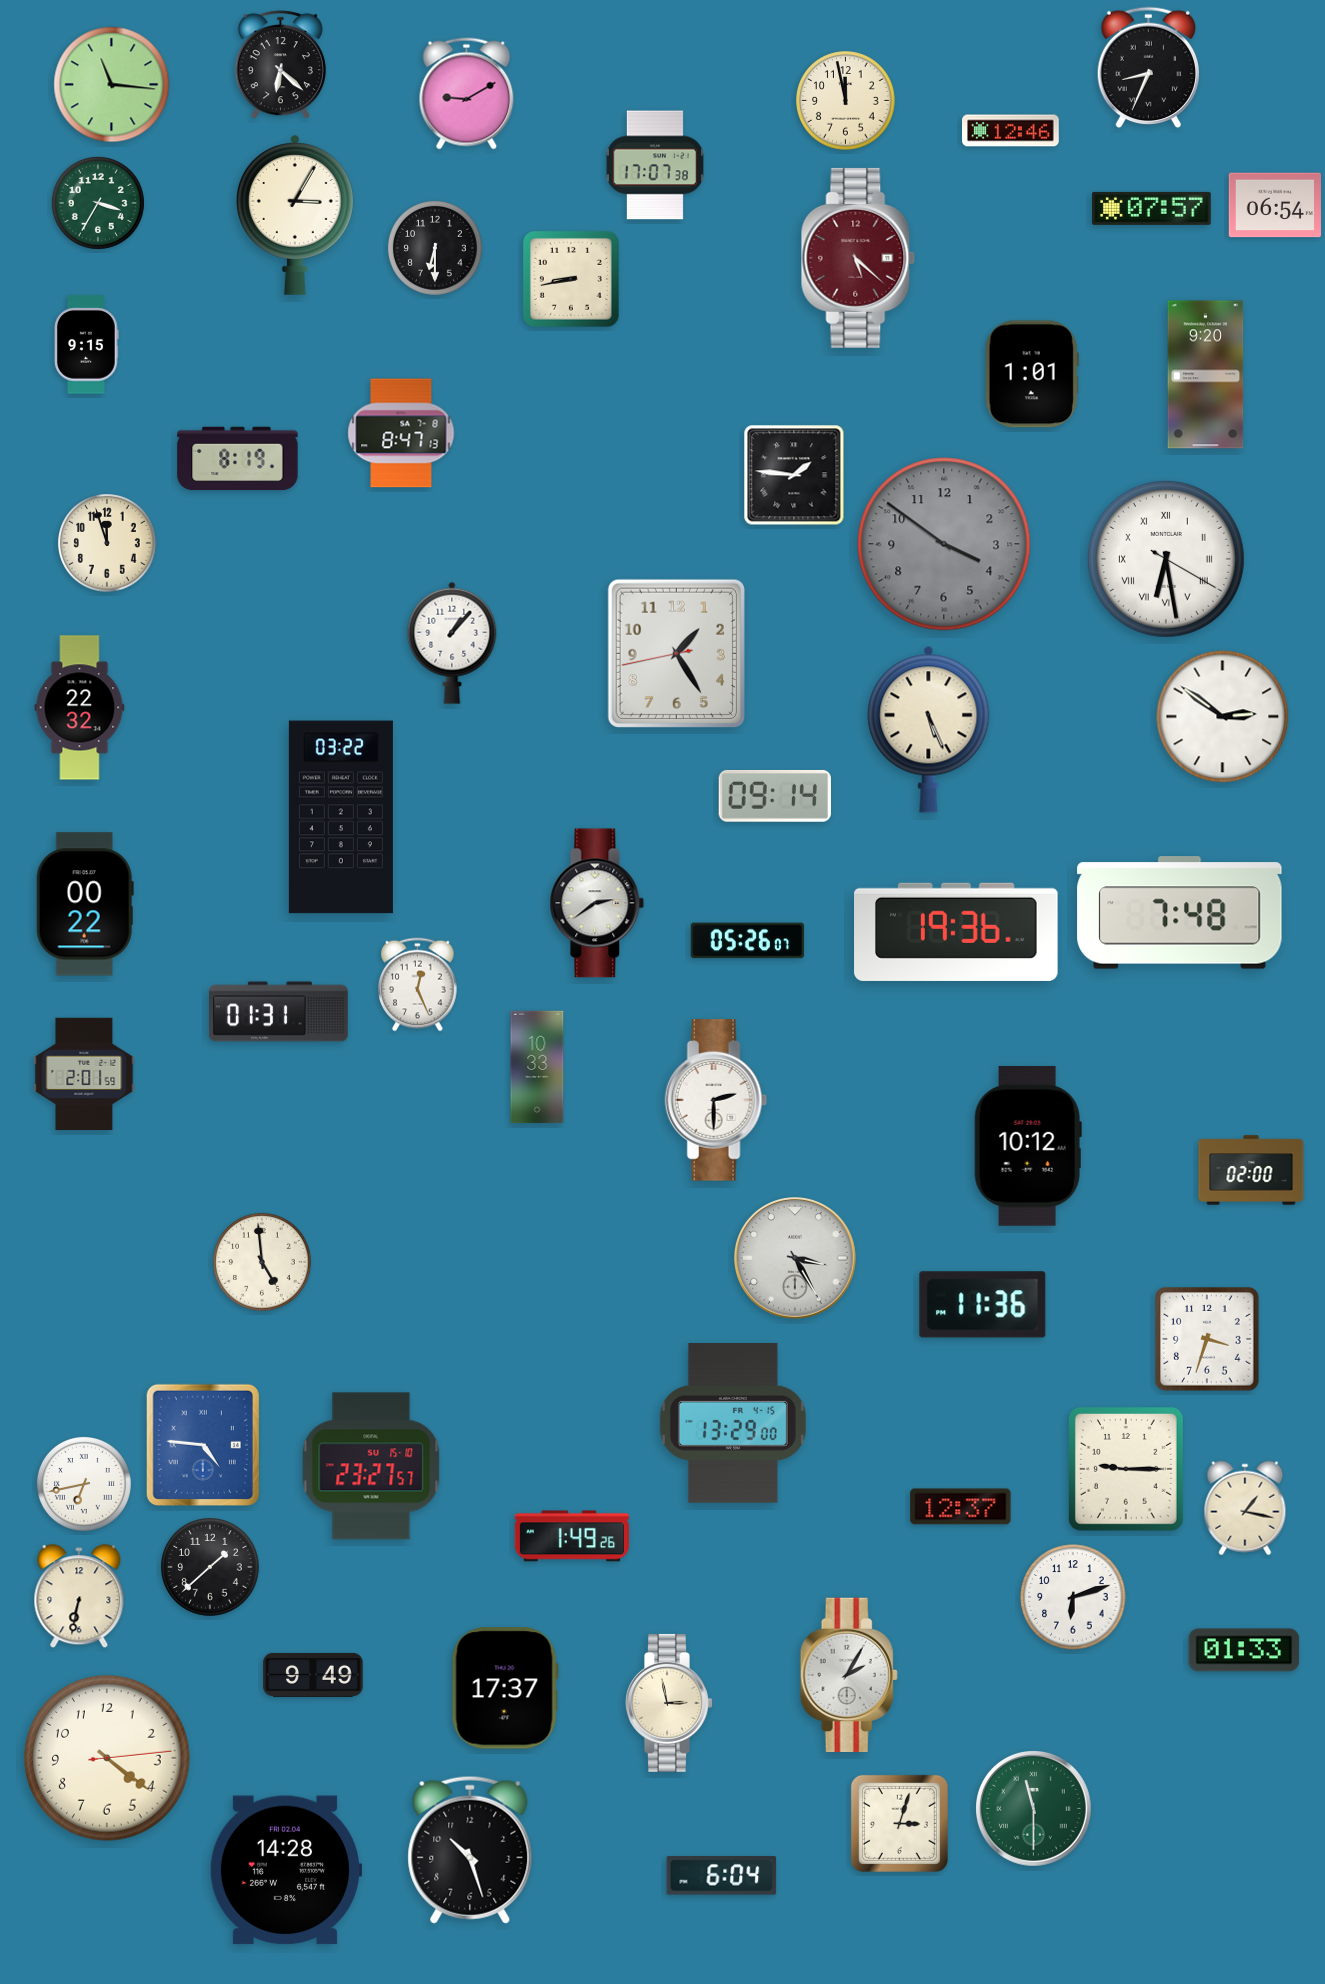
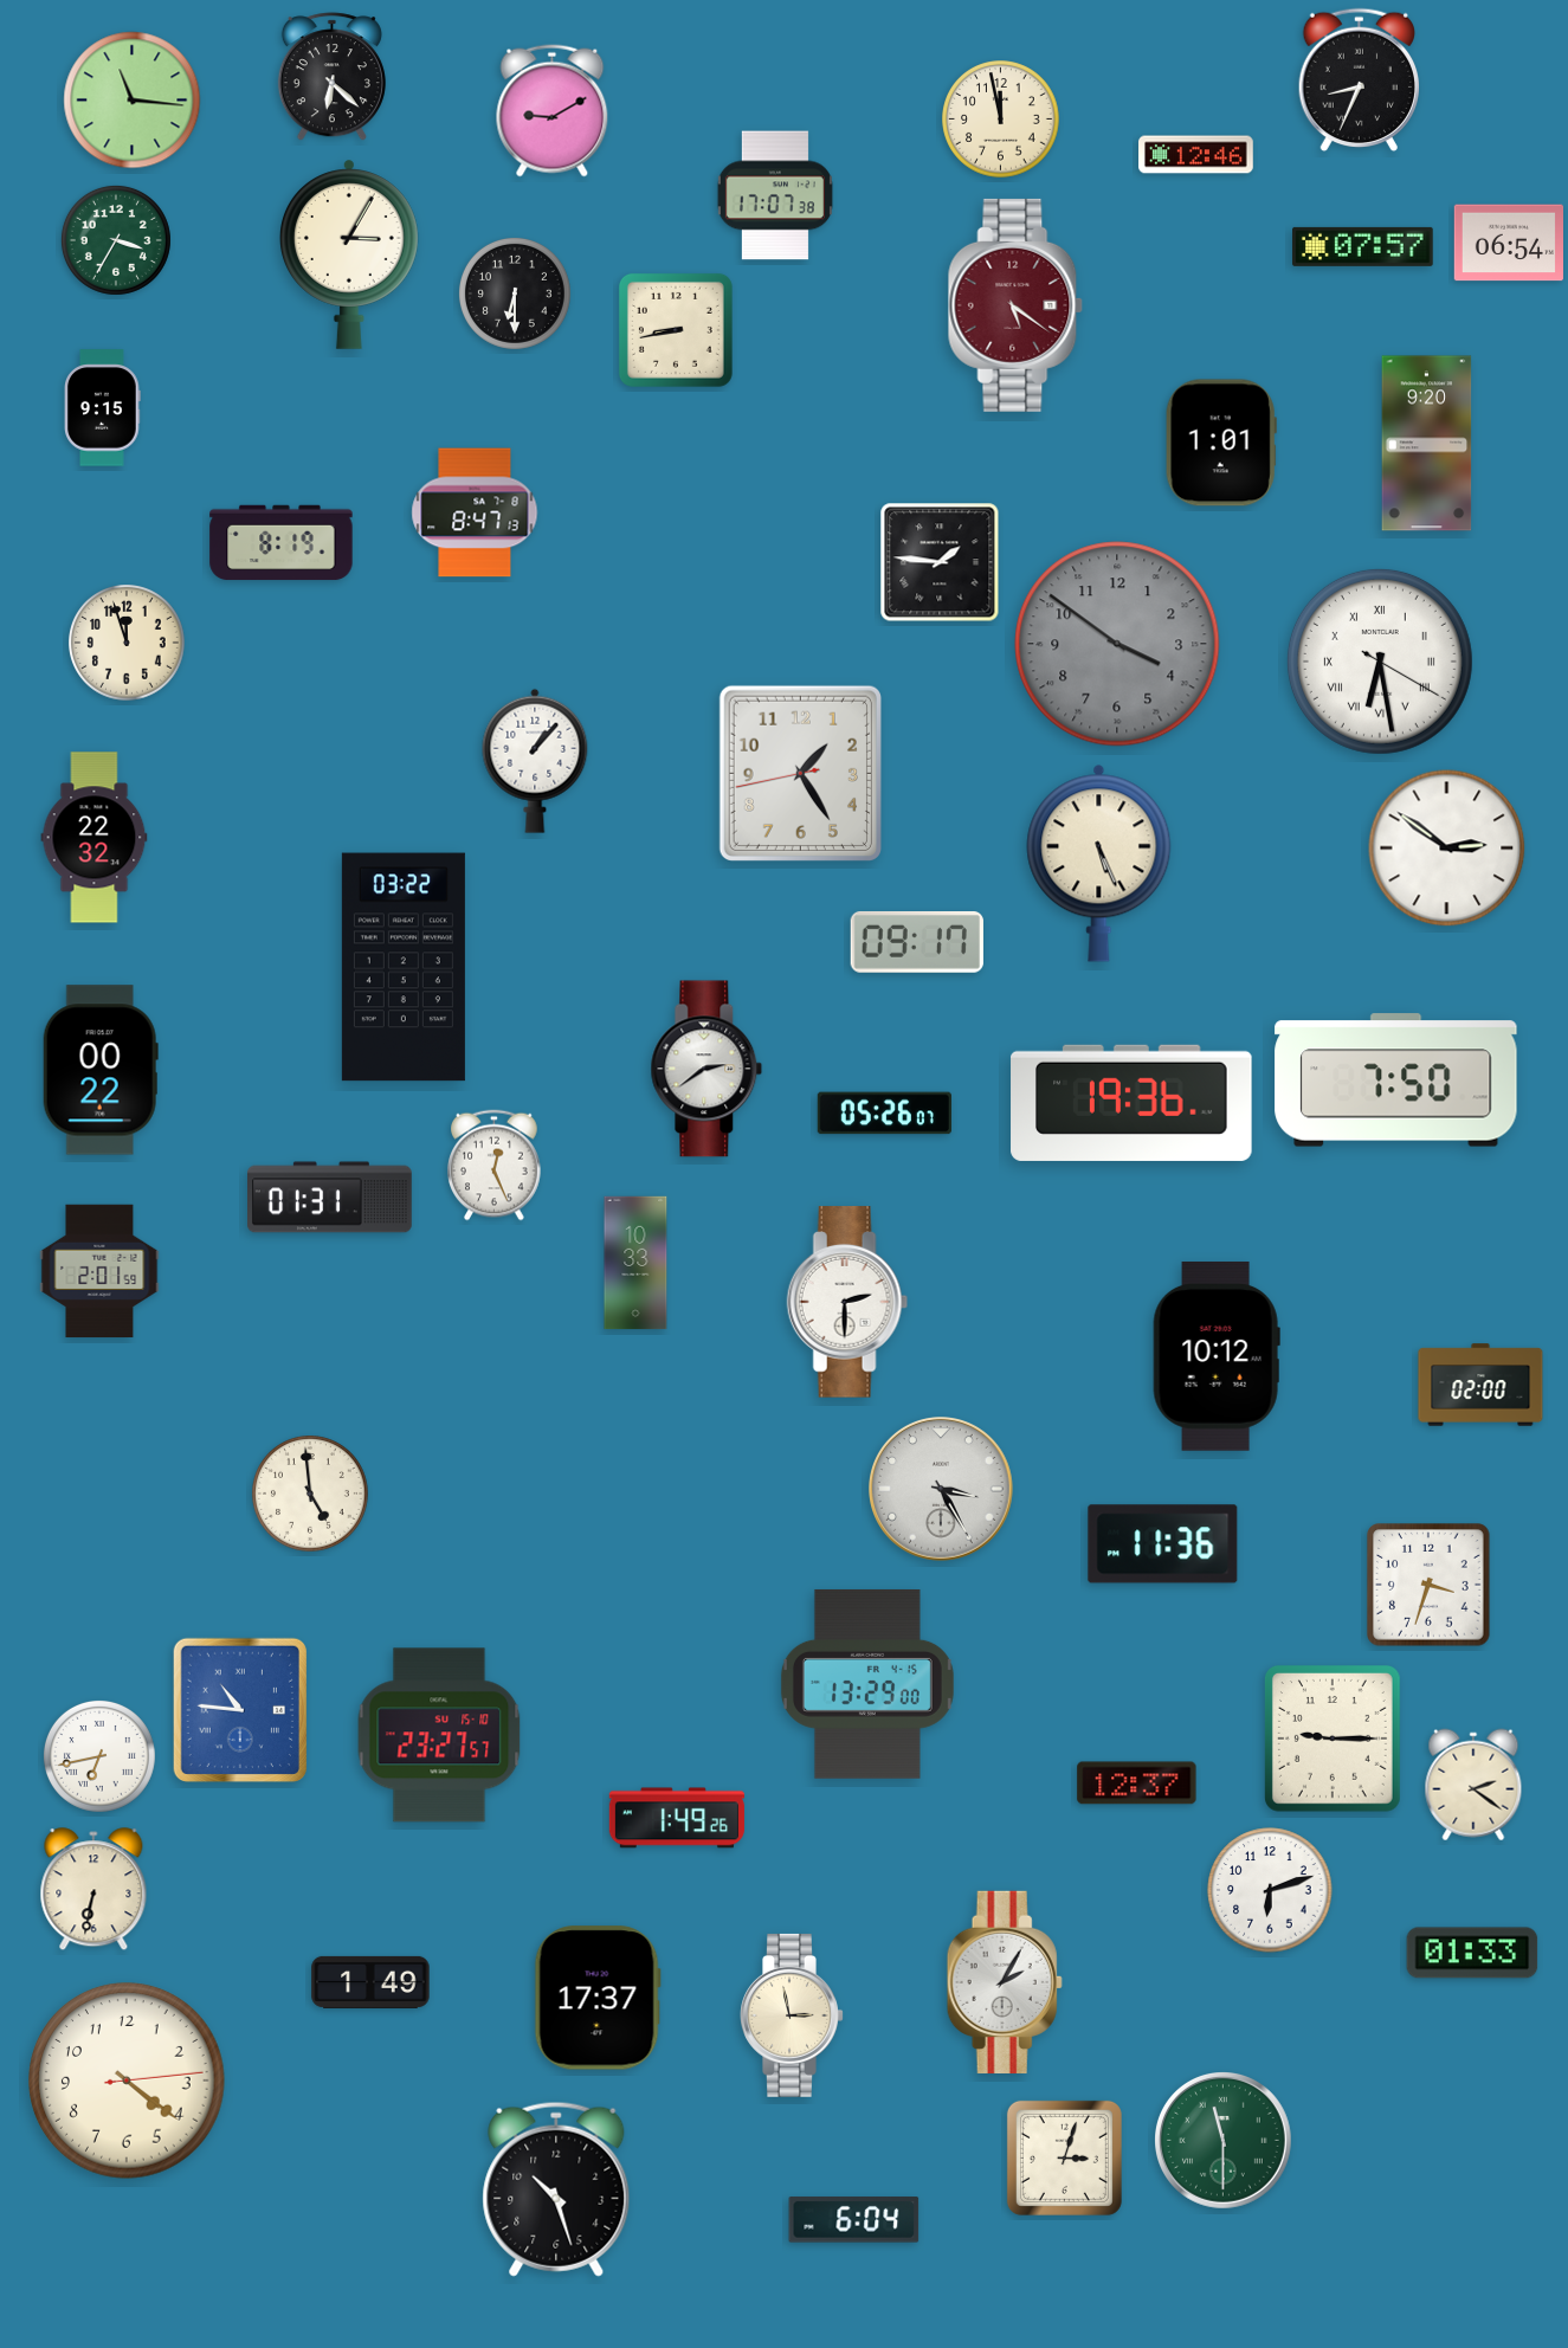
clock at (858, 258): 5:22 -> 5:21
clock at (775, 796): 09:14 -> 09:17
clock at (1180, 913): 7:48 -> 7:50
clock at (202, 1444): 4:46 -> 10:46
clock at (1245, 1508): 1:17 -> 2:21
clock at (211, 1568): 1:38 -> none
clock at (313, 1675): 9:49 -> 1:49
clock at (286, 1870): 14:28 -> none
